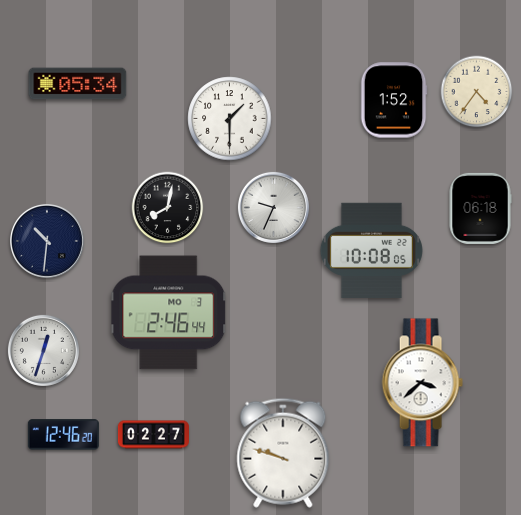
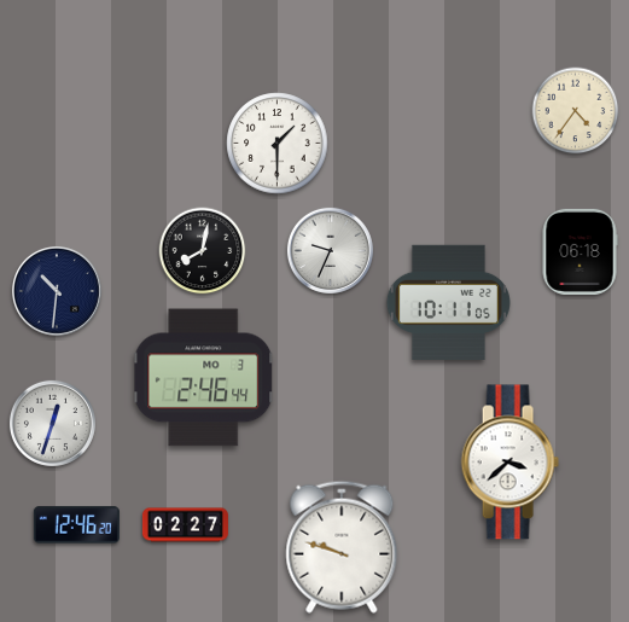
clock at (78, 84): 05:34 -> none
clock at (394, 100): 1:52 -> none
clock at (371, 250): 10:08 -> 10:11
